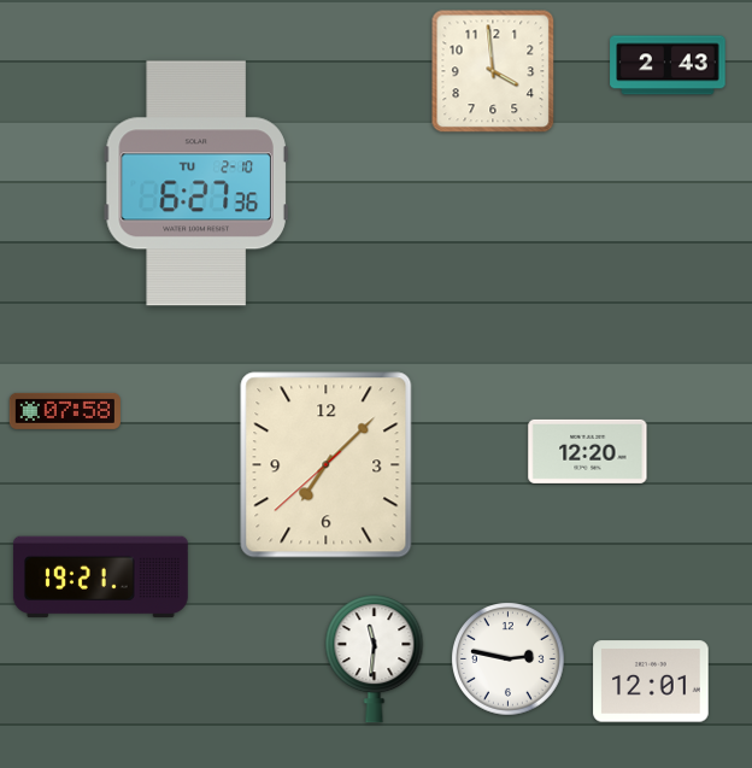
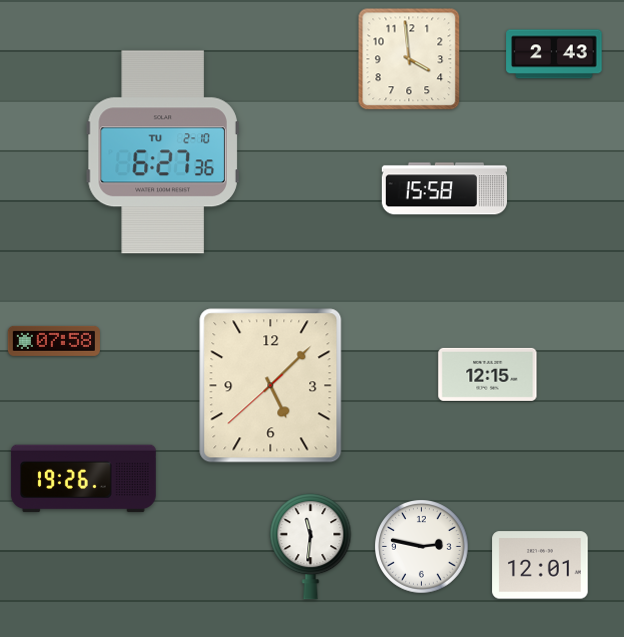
clock at (444, 189): none -> 15:58
clock at (588, 451): 12:20 -> 12:15
clock at (327, 465): 7:07 -> 5:07
clock at (100, 578): 19:21 -> 19:26
